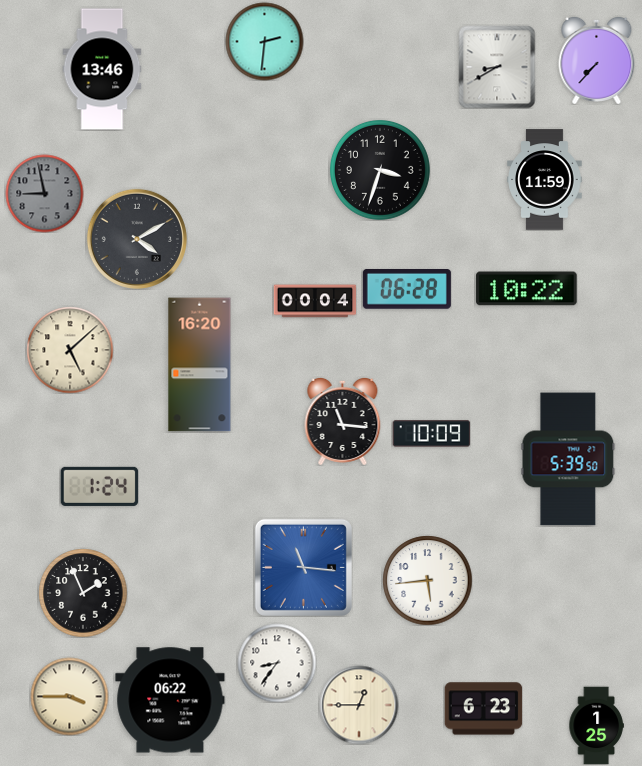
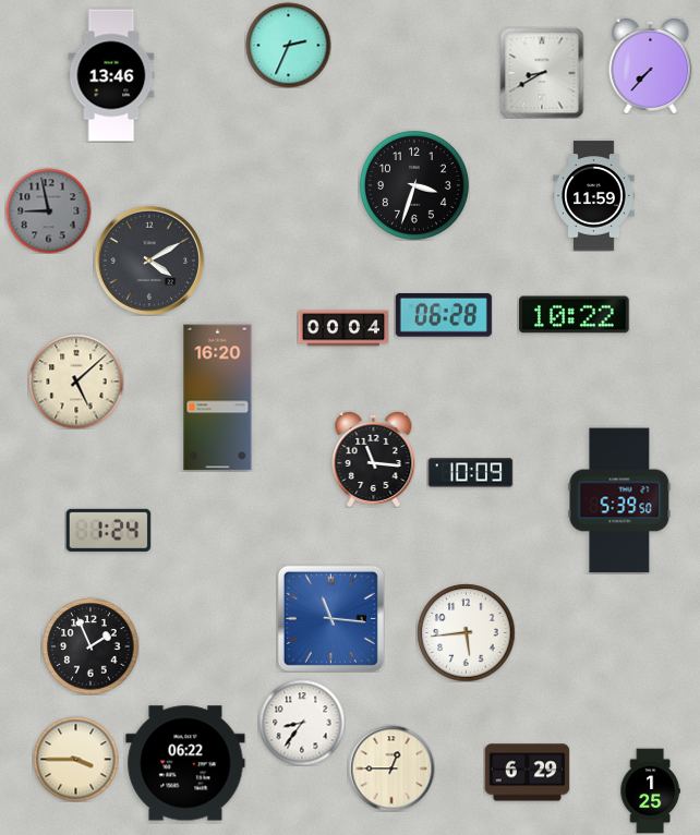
clock at (264, 41): 2:31 -> 2:34
clock at (483, 709): 6:23 -> 6:29
